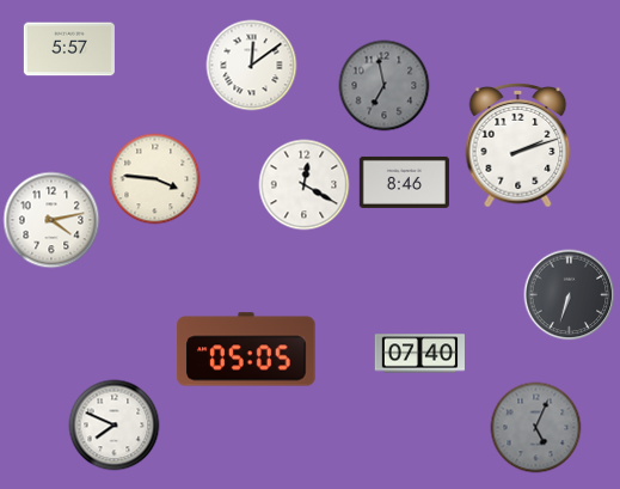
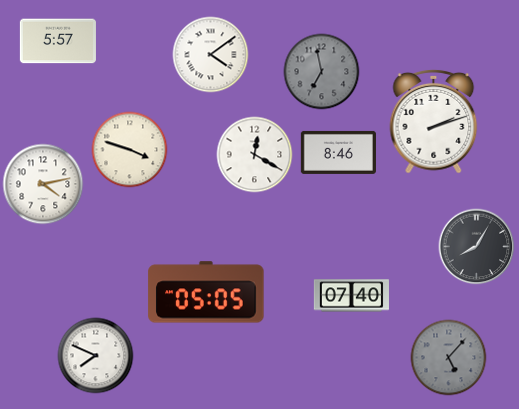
clock at (252, 66): 12:09 -> 4:09
clock at (155, 179): 3:46 -> 3:48
clock at (570, 295): 6:33 -> 8:05
clock at (536, 428): 5:04 -> 5:07
